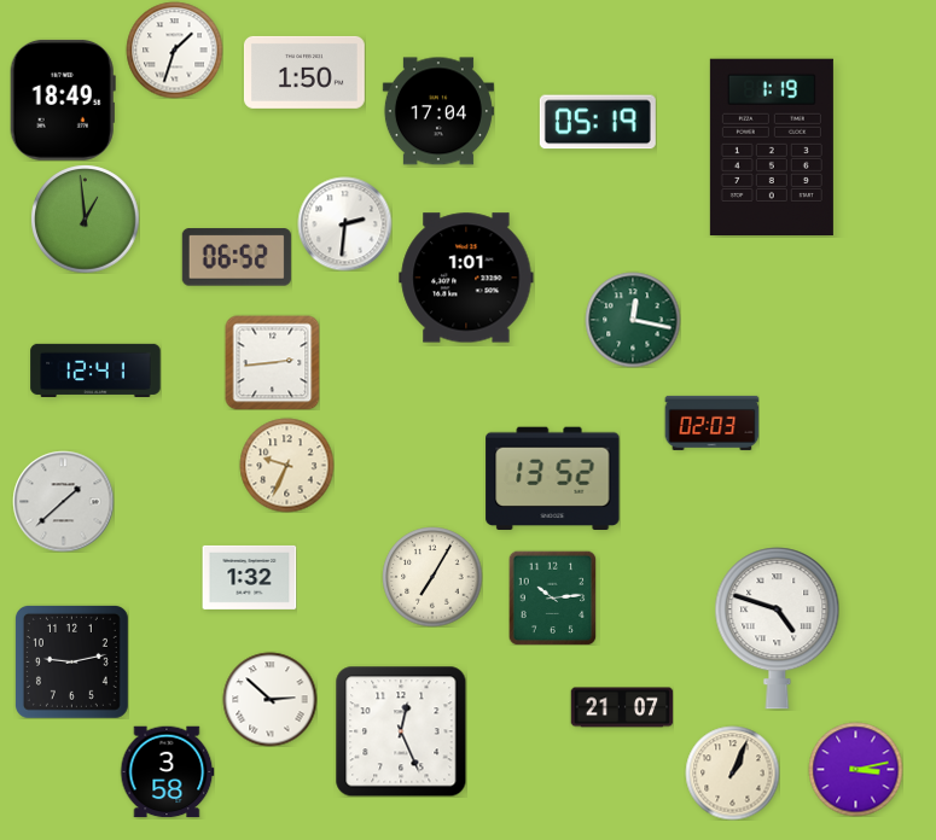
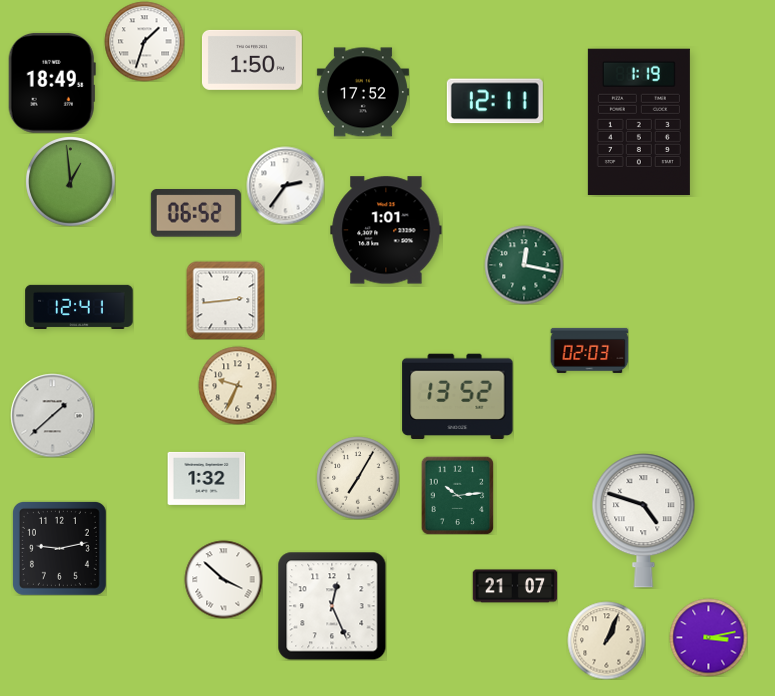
clock at (438, 111): 17:04 -> 17:52
clock at (598, 122): 05:19 -> 12:11
clock at (344, 223): 2:31 -> 2:36
clock at (269, 699): 2:52 -> 3:52
clock at (167, 772): 3:58 -> none
